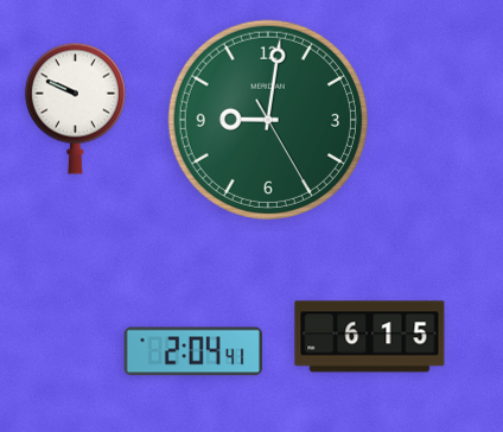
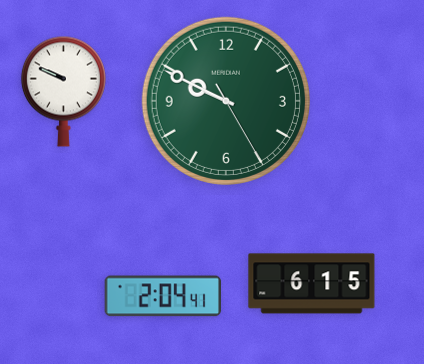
clock at (268, 120): 9:01 -> 9:49
